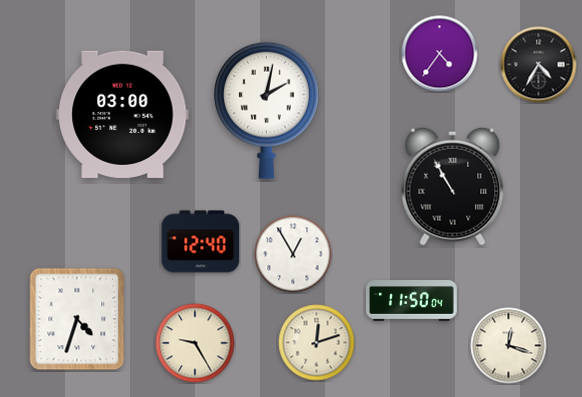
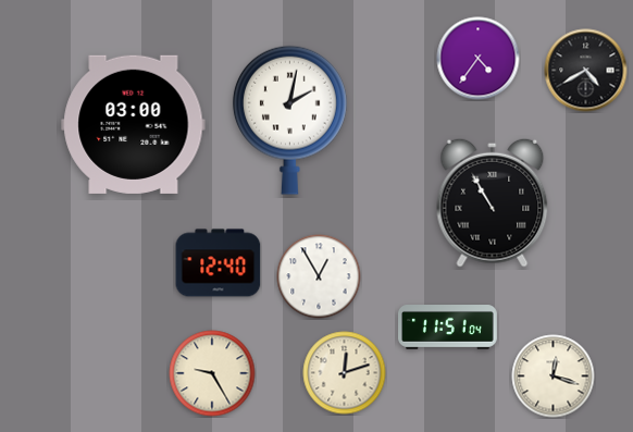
clock at (539, 65): 4:35 -> 4:40
clock at (412, 301): 11:50 -> 11:51
clock at (77, 319): 4:33 -> none
